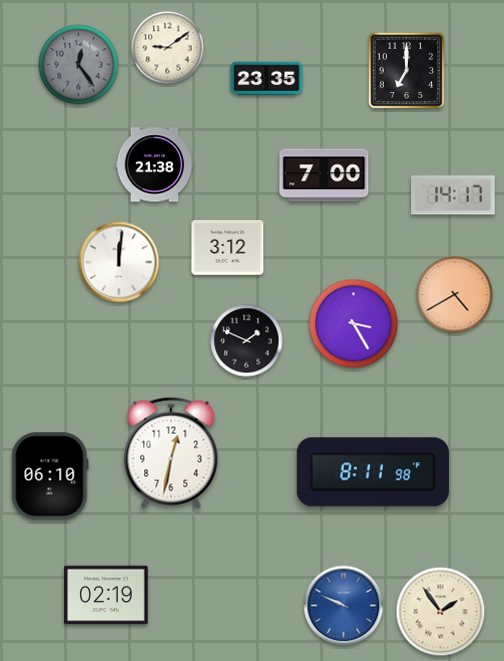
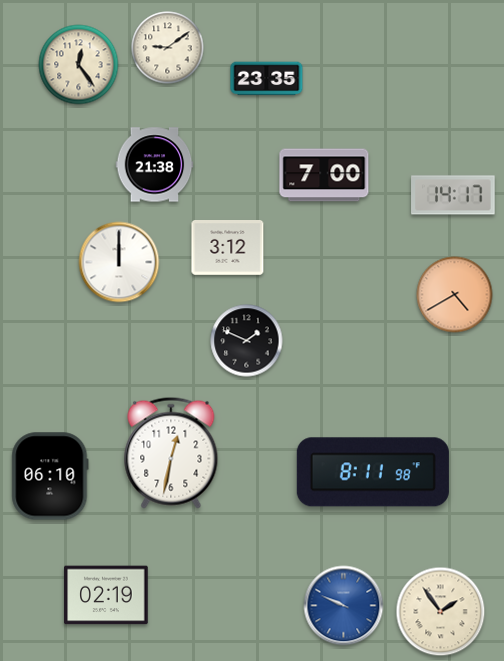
clock at (79, 65) dial: grey -> cream
clock at (407, 71): 7:00 -> none
clock at (119, 262): 12:01 -> 12:00
clock at (354, 324): 3:25 -> none
